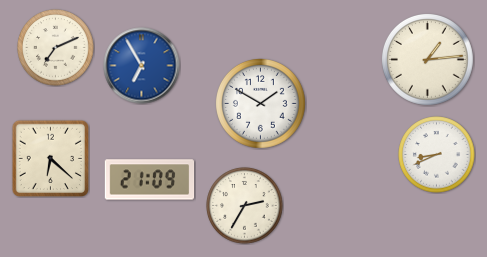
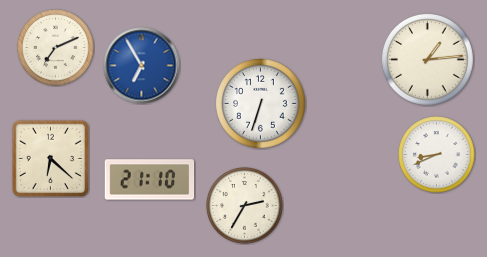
clock at (261, 104): 1:50 -> 6:33
clock at (150, 180): 21:09 -> 21:10
